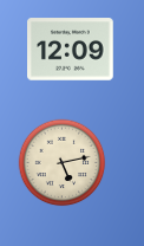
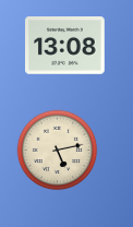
clock at (71, 50): 12:09 -> 13:08
